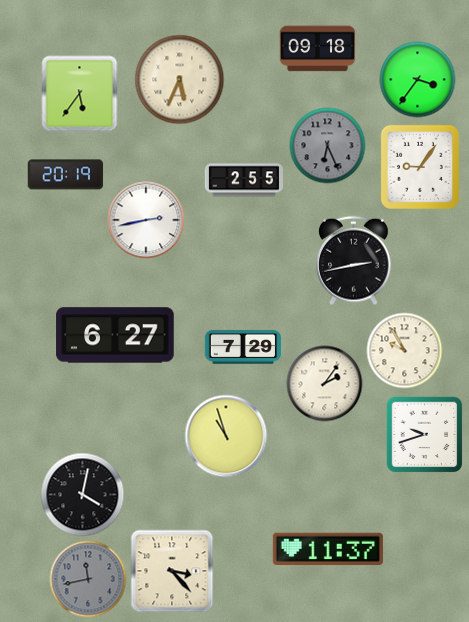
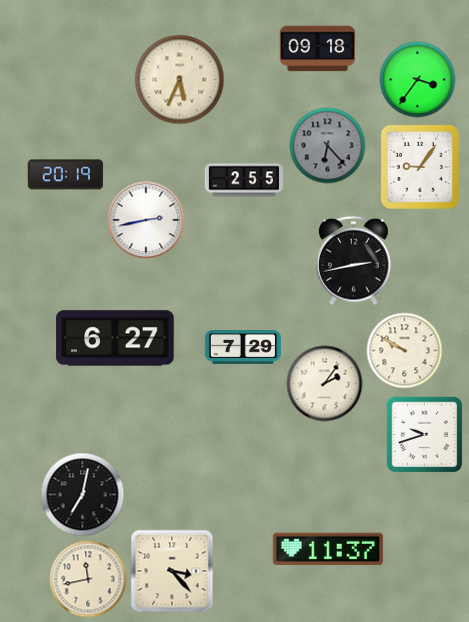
clock at (80, 94): 5:36 -> none
clock at (328, 146): 6:26 -> 6:23
clock at (115, 335) position: (115, 335) -> (115, 338)
clock at (405, 351): 9:55 -> 9:50
clock at (226, 436): 10:57 -> none
clock at (83, 495): 4:02 -> 7:02
clock at (88, 579) dial: grey -> cream
